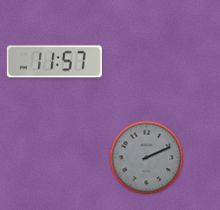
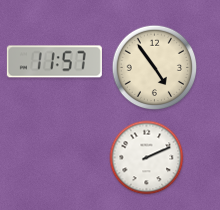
clock at (155, 68): none -> 4:54
clock at (147, 158) dial: grey -> white
